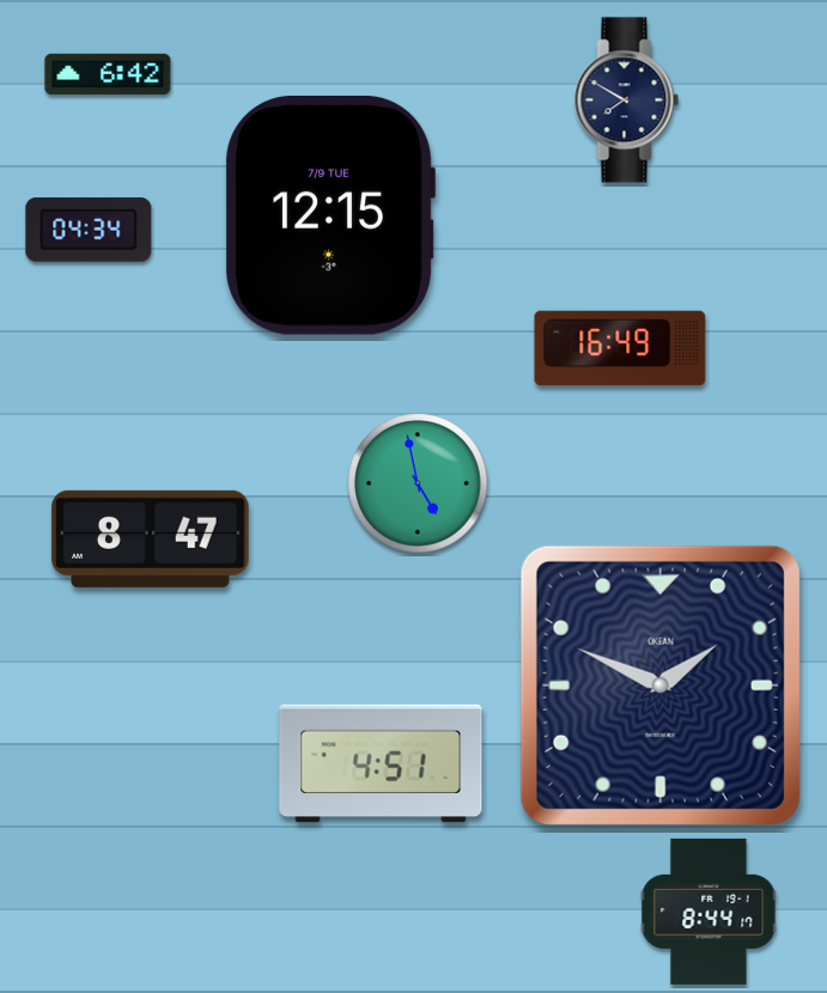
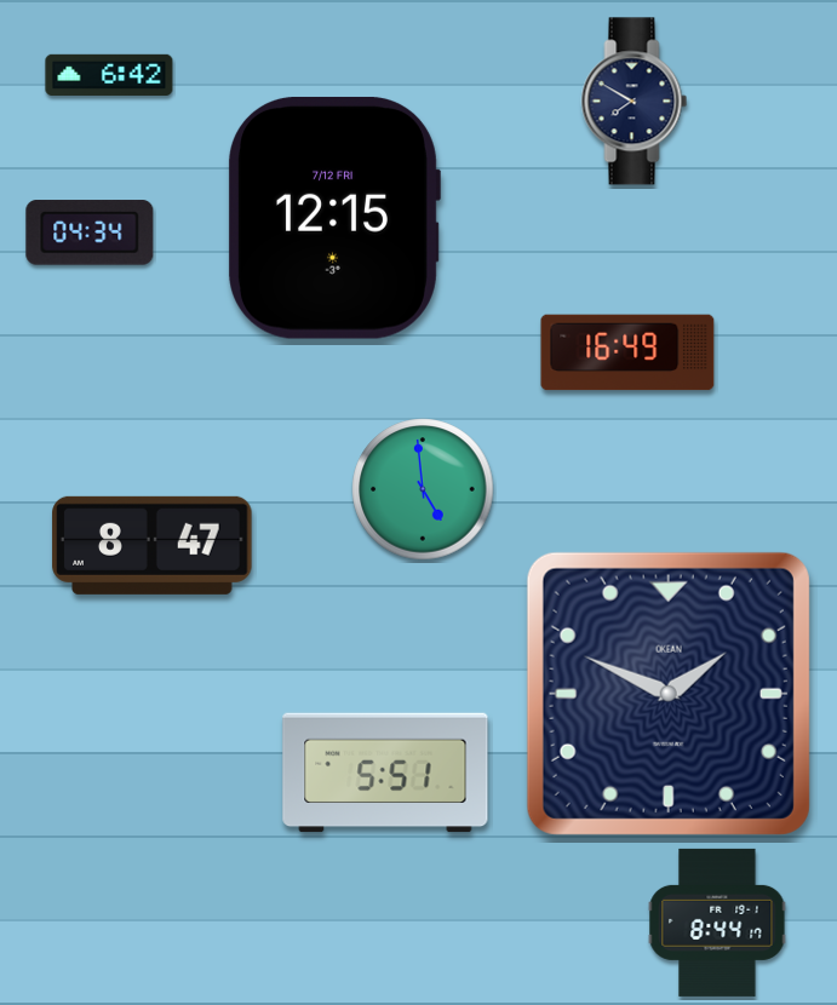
clock at (330, 215) date: 7/9 TUE -> 7/12 FRI
clock at (418, 483): 4:58 -> 4:59
clock at (381, 763): 4:51 -> 5:51
